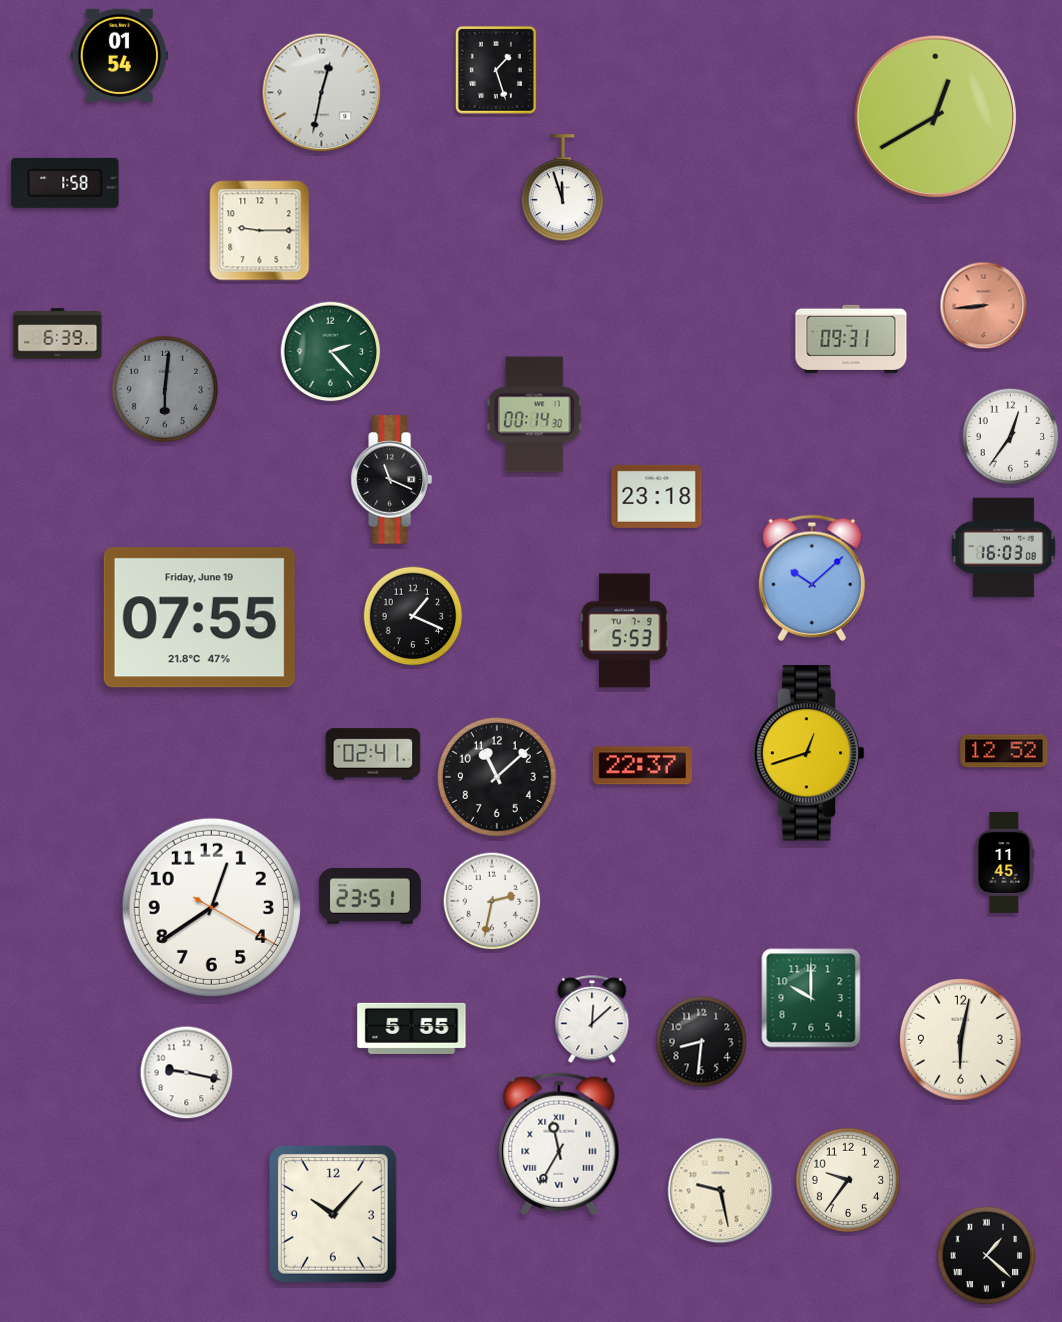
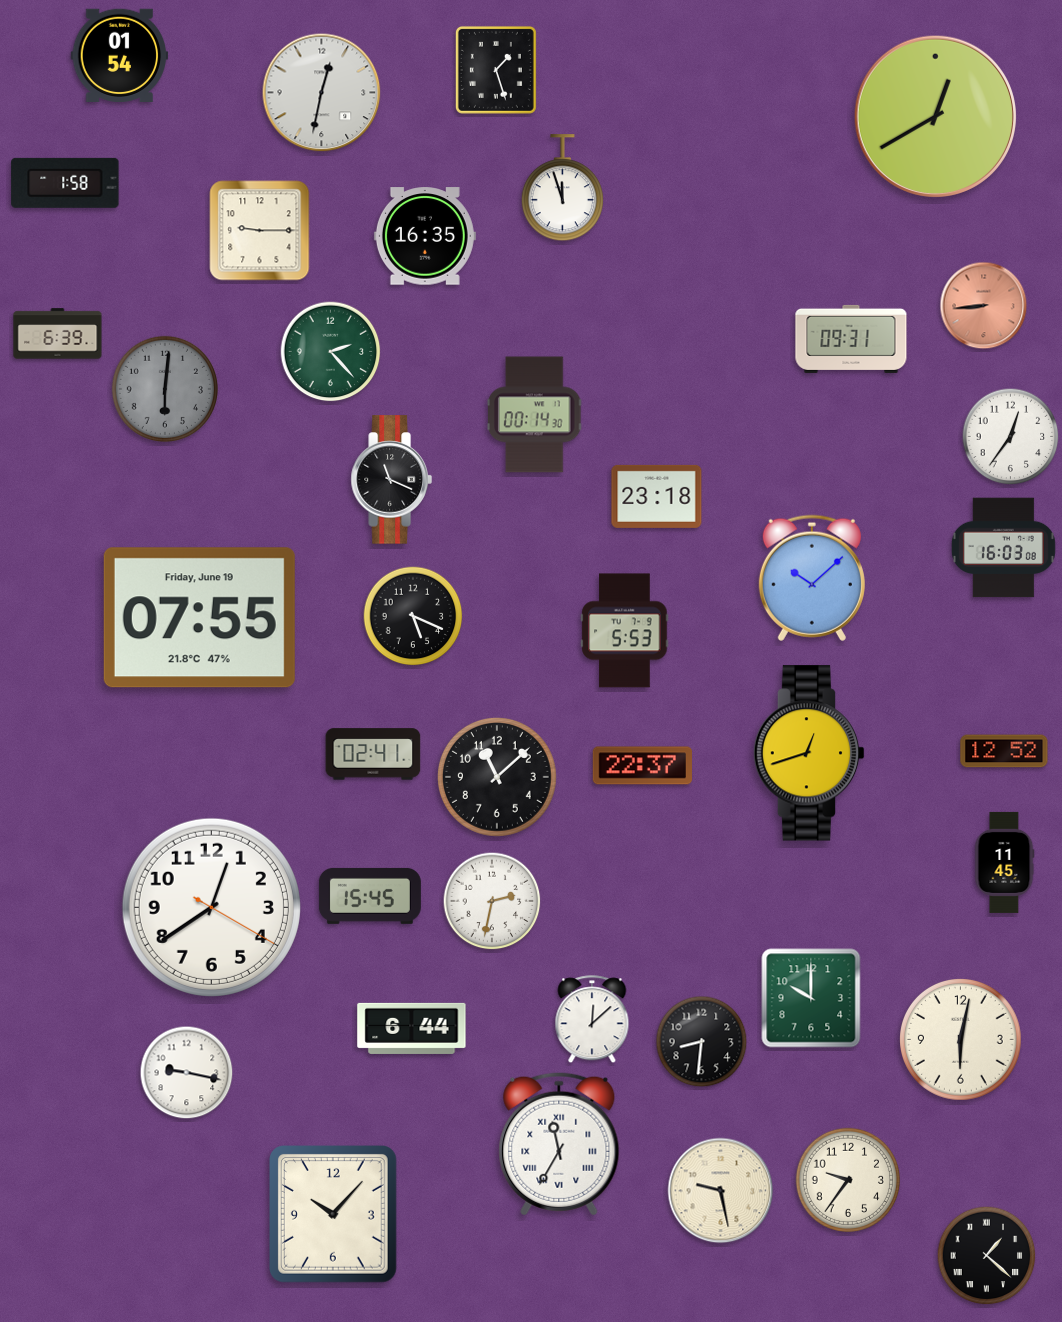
clock at (425, 236): none -> 16:35
clock at (413, 616): 1:19 -> 5:19
clock at (370, 896): 23:51 -> 15:45
clock at (412, 1028): 5:55 -> 6:44
